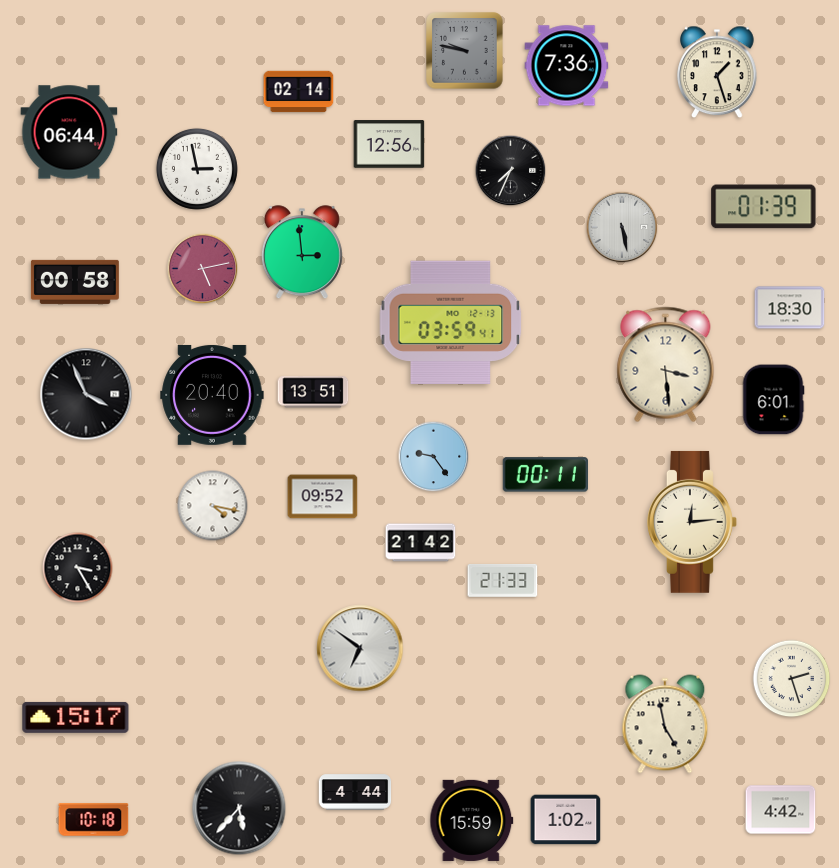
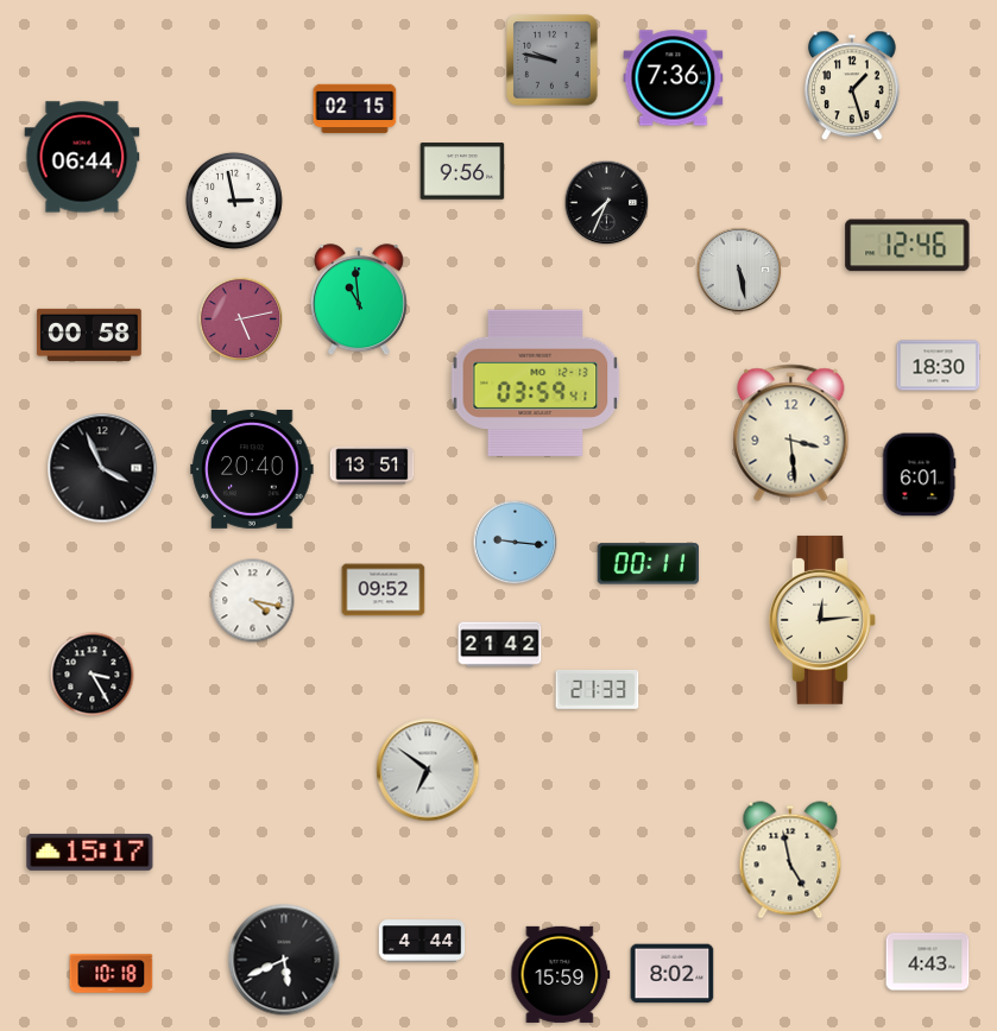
clock at (299, 92): 02:14 -> 02:15
clock at (389, 144): 12:56 -> 9:56
clock at (764, 207): 01:39 -> 12:46
clock at (302, 253): 2:59 -> 10:59
clock at (434, 457): 9:24 -> 9:16
clock at (792, 679): 2:27 -> none
clock at (239, 808): 5:37 -> 5:41
clock at (781, 810): 4:42 -> 4:43
clock at (566, 820): 1:02 -> 8:02
